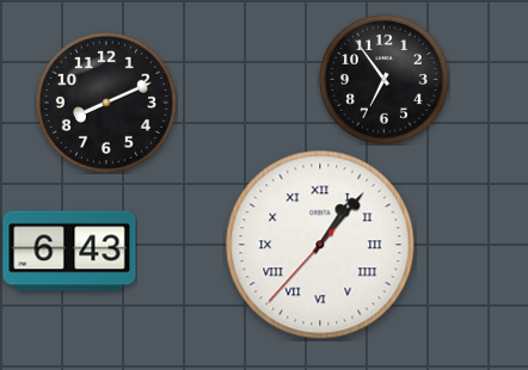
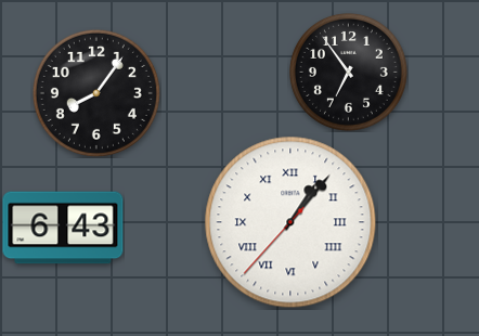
clock at (106, 103): 8:11 -> 8:06
